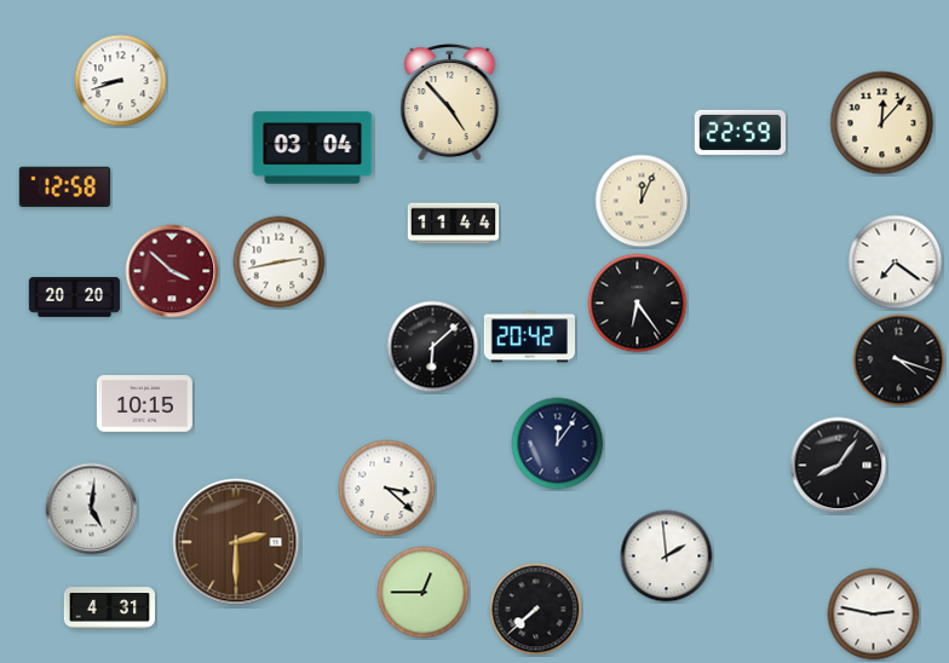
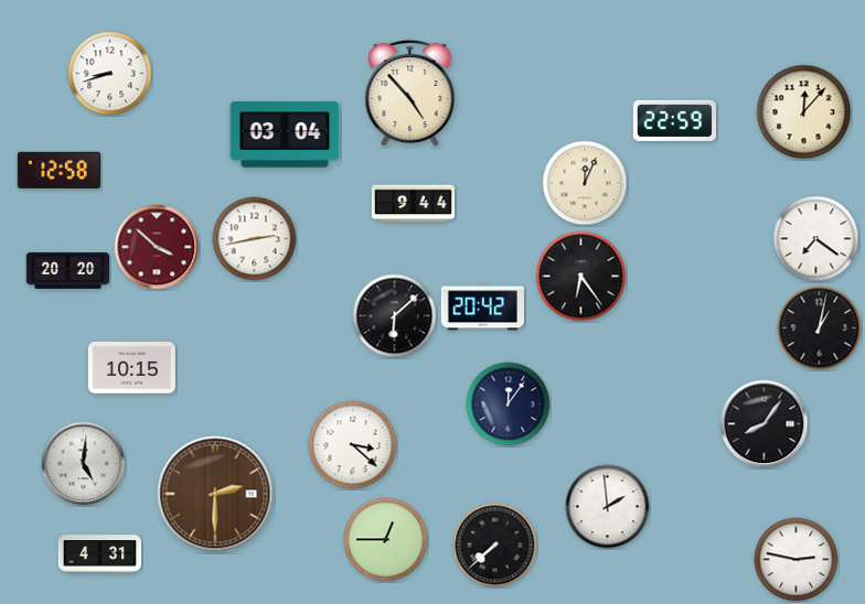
clock at (454, 224): 11:44 -> 9:44
clock at (899, 361): 4:18 -> 1:02
clock at (536, 610) position: (536, 610) -> (495, 546)
